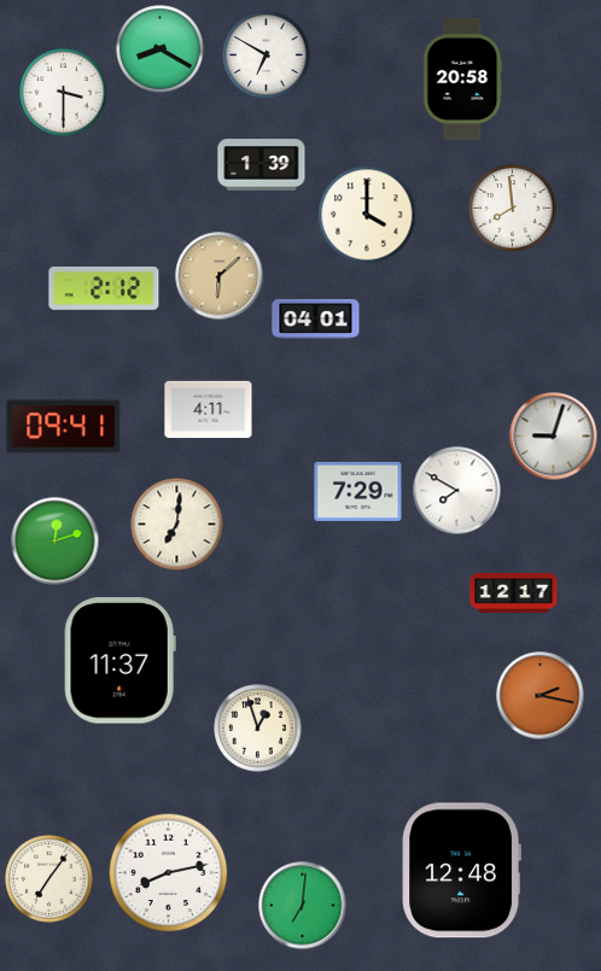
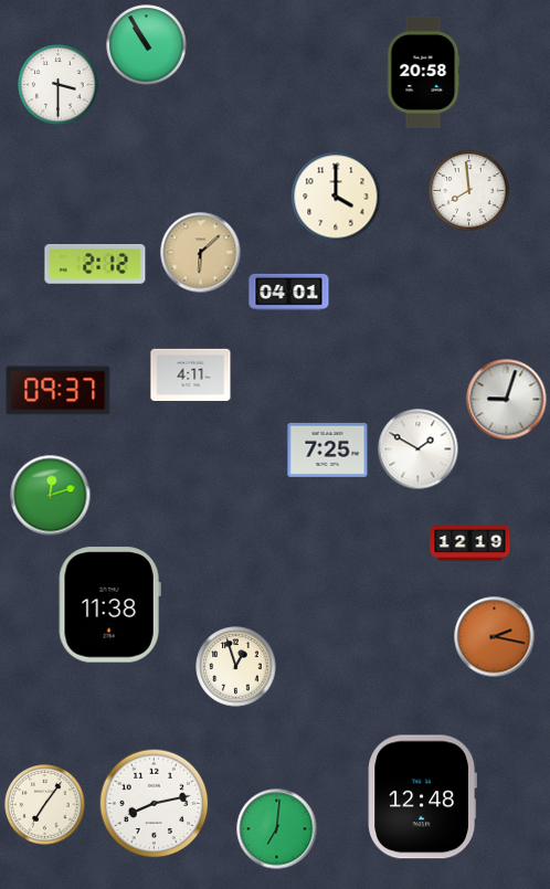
clock at (161, 49): 8:20 -> 10:55
clock at (267, 55): 6:50 -> none
clock at (262, 165): 1:39 -> none
clock at (64, 427): 09:41 -> 09:37
clock at (358, 491): 7:29 -> 7:25
clock at (457, 491): 7:50 -> 1:50
clock at (177, 525): 7:01 -> none
clock at (514, 593): 12:17 -> 12:19
clock at (119, 661): 11:37 -> 11:38
clock at (169, 873) position: (169, 873) -> (155, 804)
